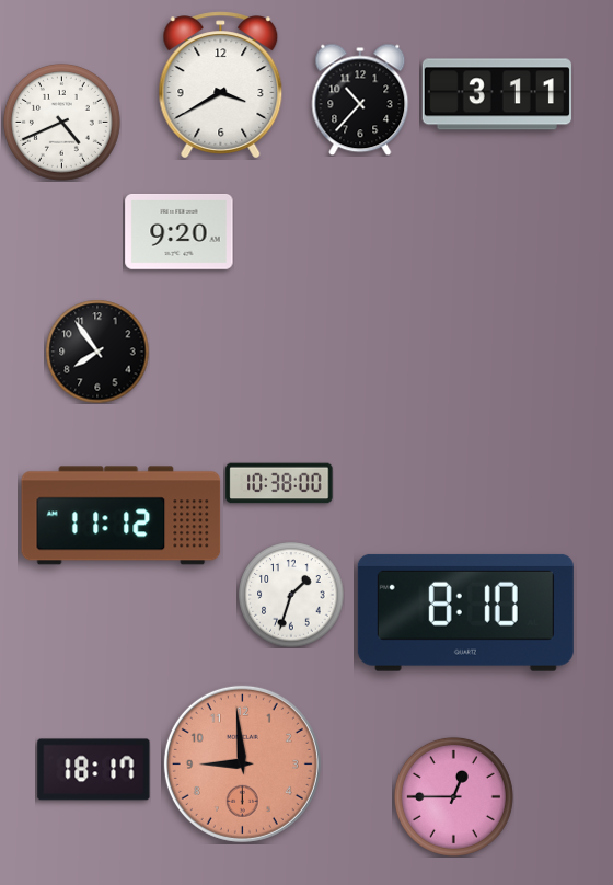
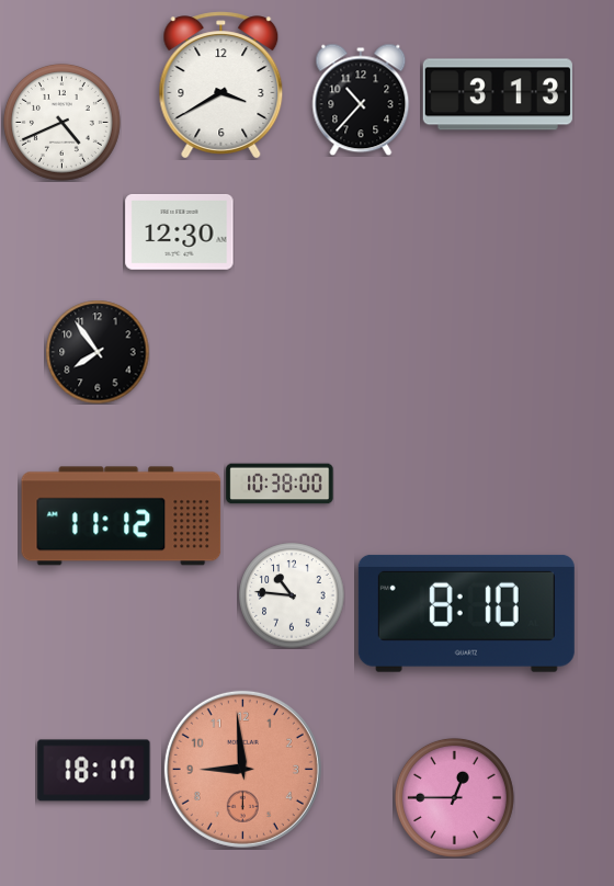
clock at (497, 94): 3:11 -> 3:13
clock at (180, 231): 9:20 -> 12:30
clock at (291, 595): 1:33 -> 10:46
clock at (242, 763) position: (242, 763) -> (242, 769)
